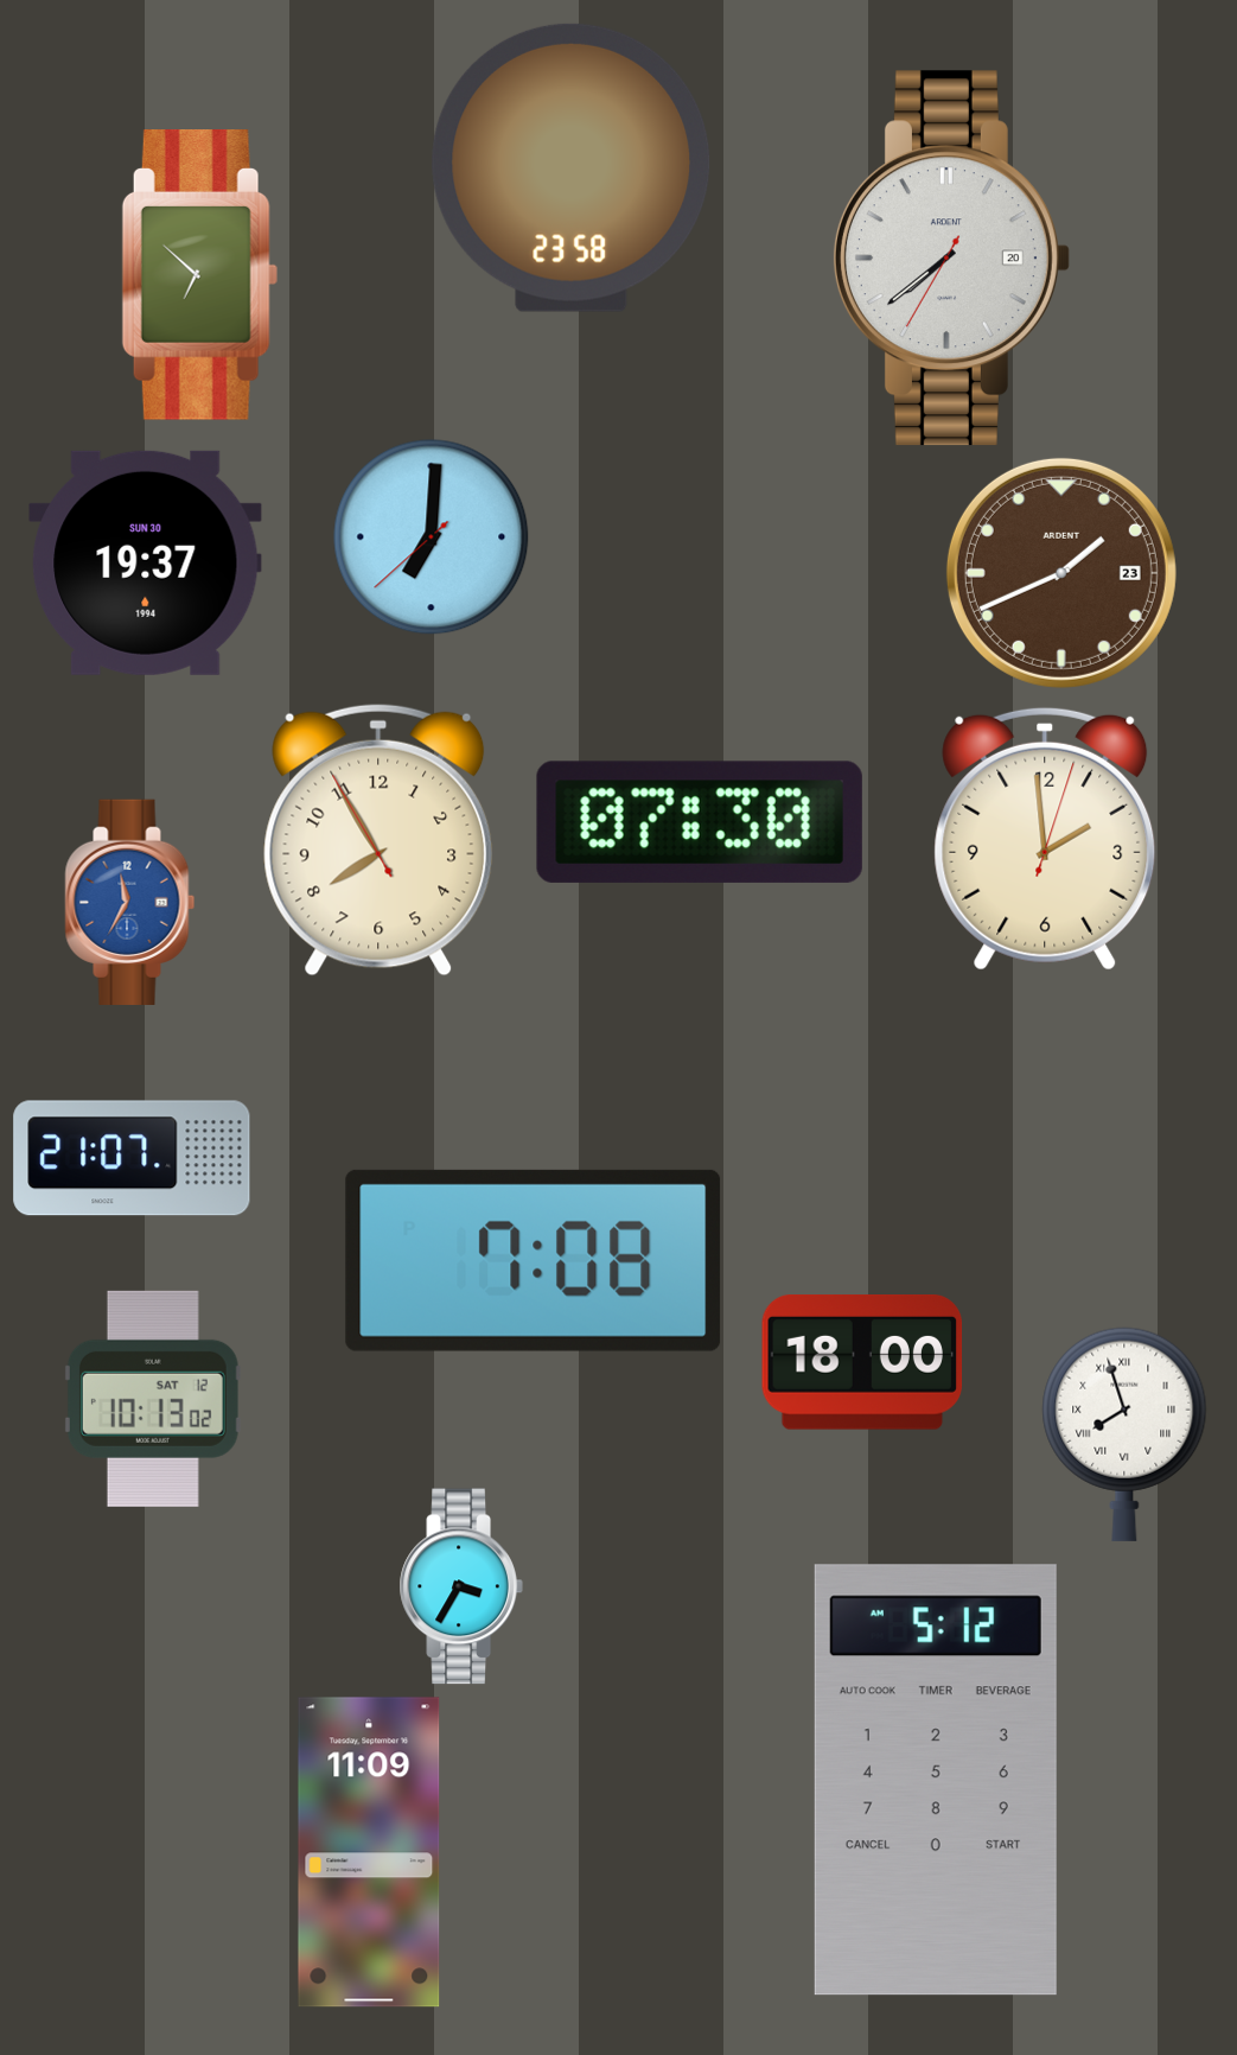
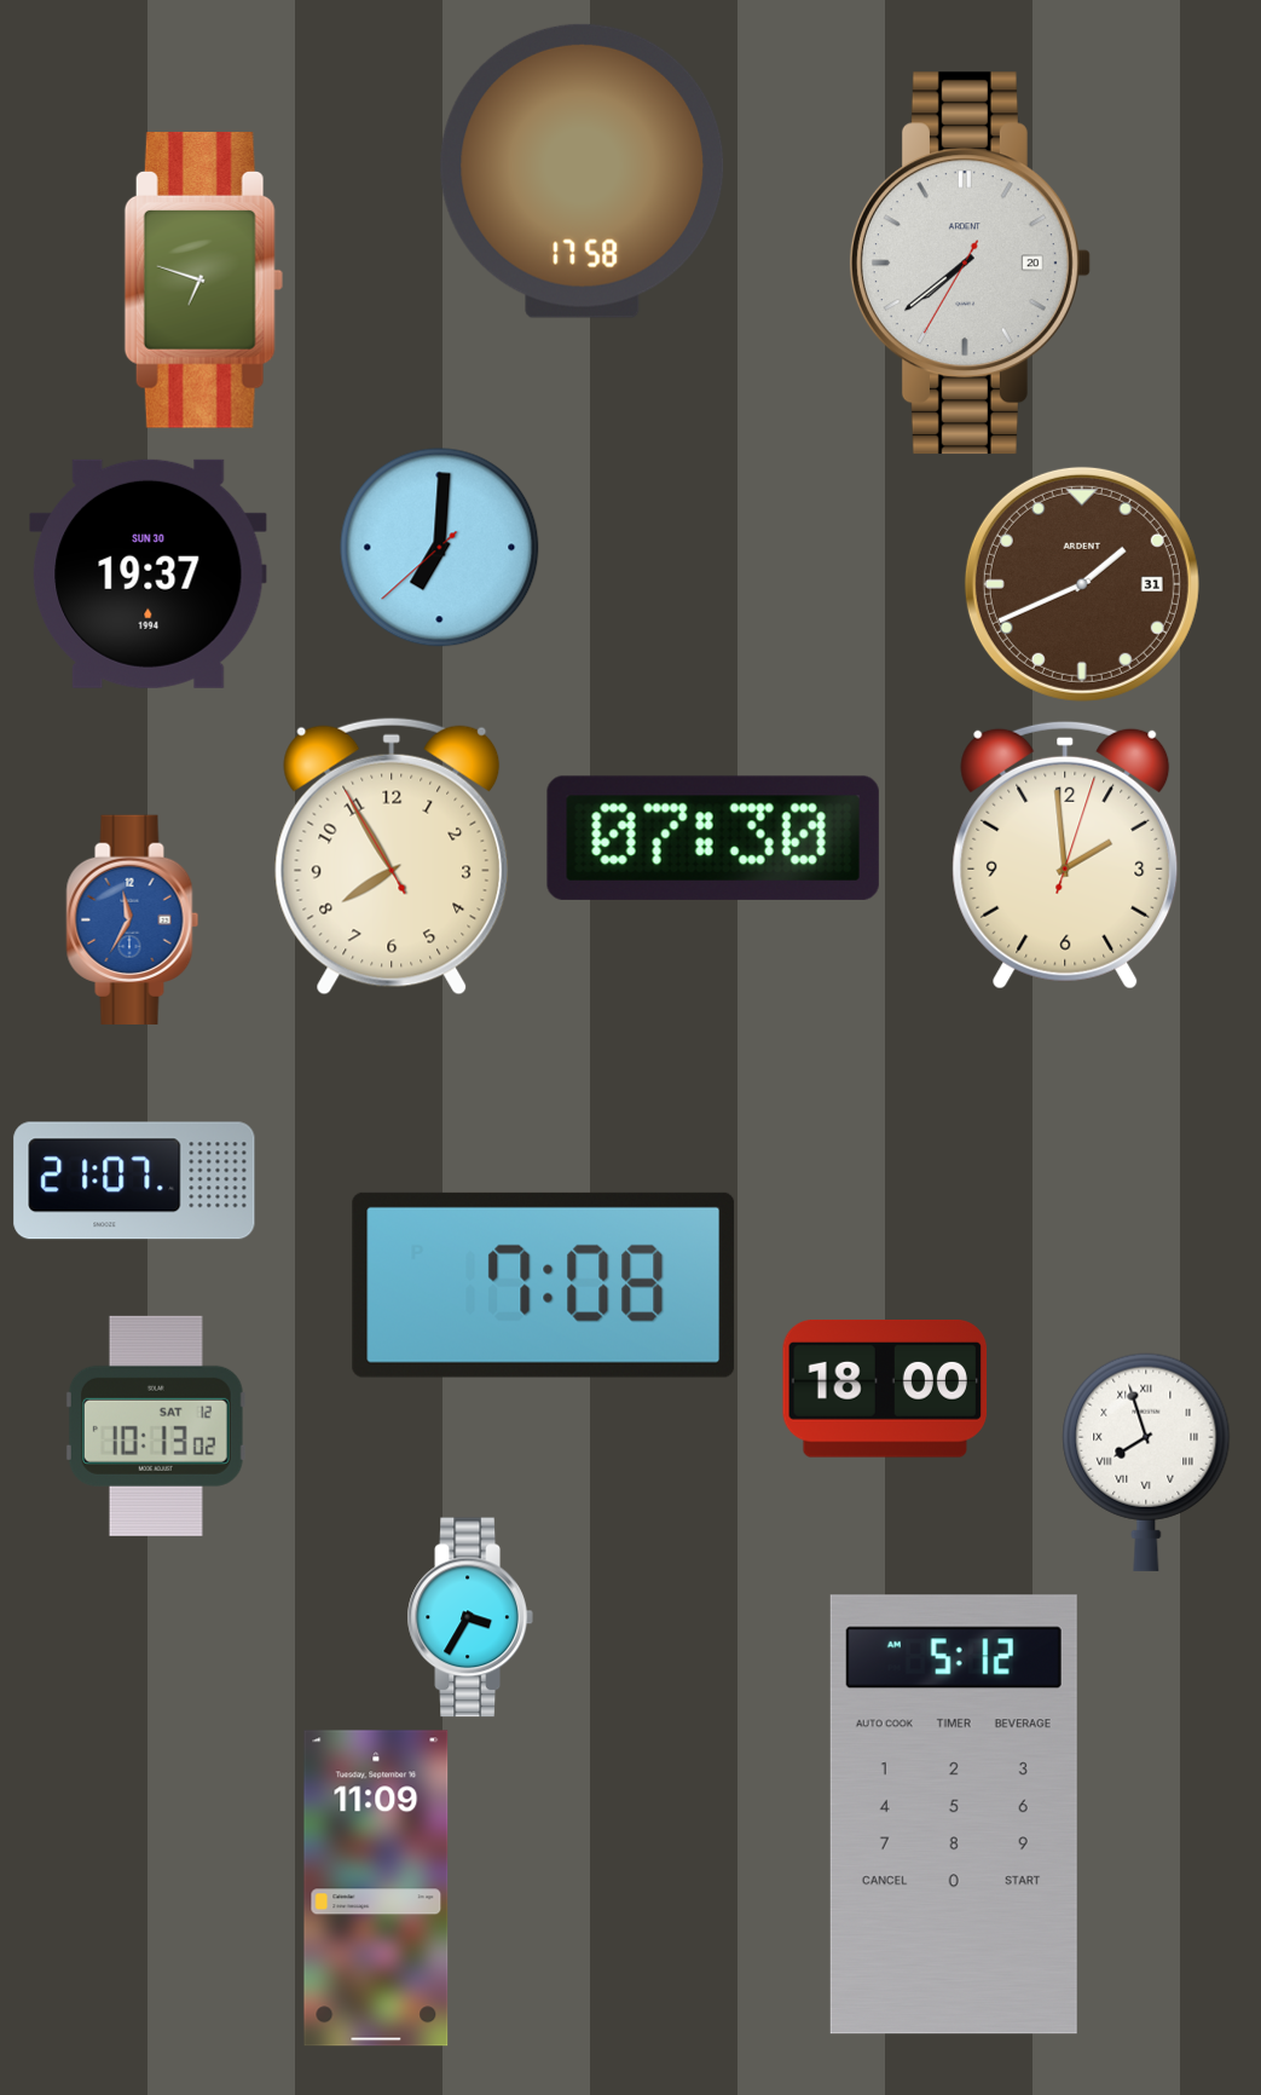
clock at (572, 167): 23:58 -> 17:58
clock at (199, 275): 6:52 -> 6:48
clock at (1061, 573) date: 23 -> 31
clock at (378, 840) position: (378, 840) -> (392, 856)
clock at (862, 1363) position: (862, 1363) -> (885, 1390)
